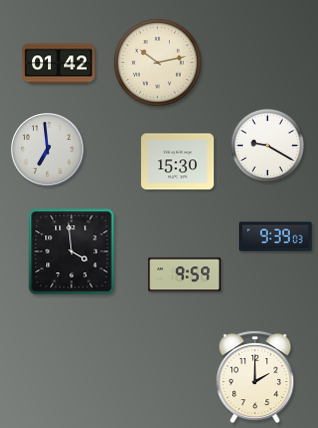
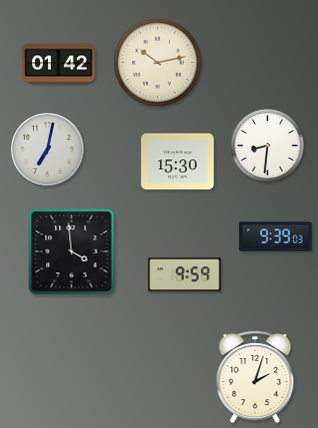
clock at (268, 146): 9:20 -> 8:31
clock at (48, 150): 6:59 -> 7:02
clock at (255, 377): 2:00 -> 2:03
